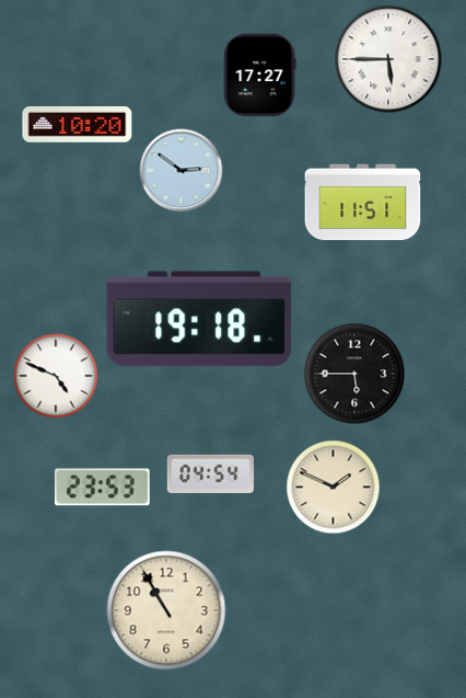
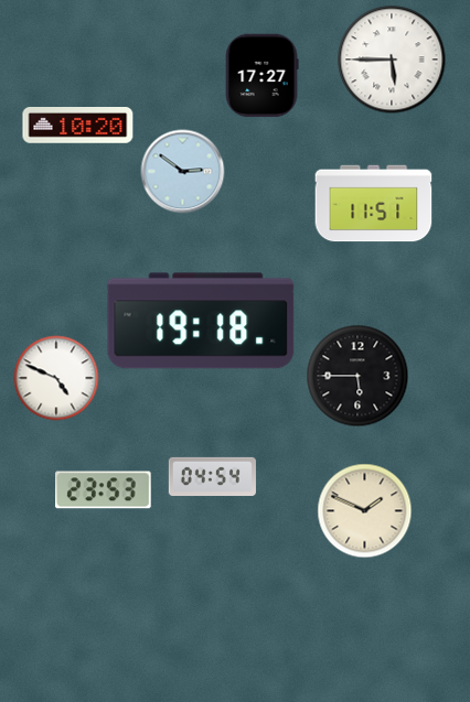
clock at (363, 203) position: (363, 203) -> (374, 204)
clock at (334, 488) position: (334, 488) -> (365, 511)
clock at (166, 610): 10:55 -> none
